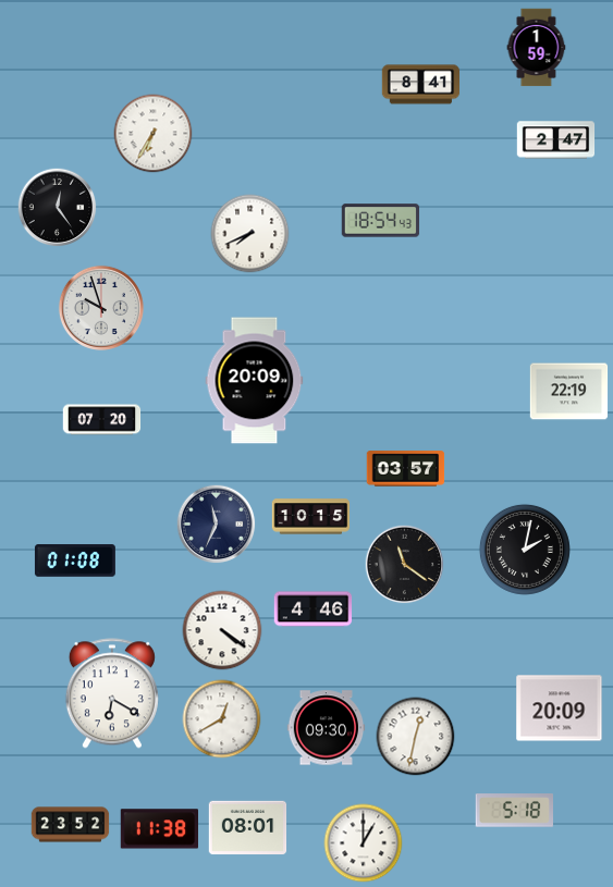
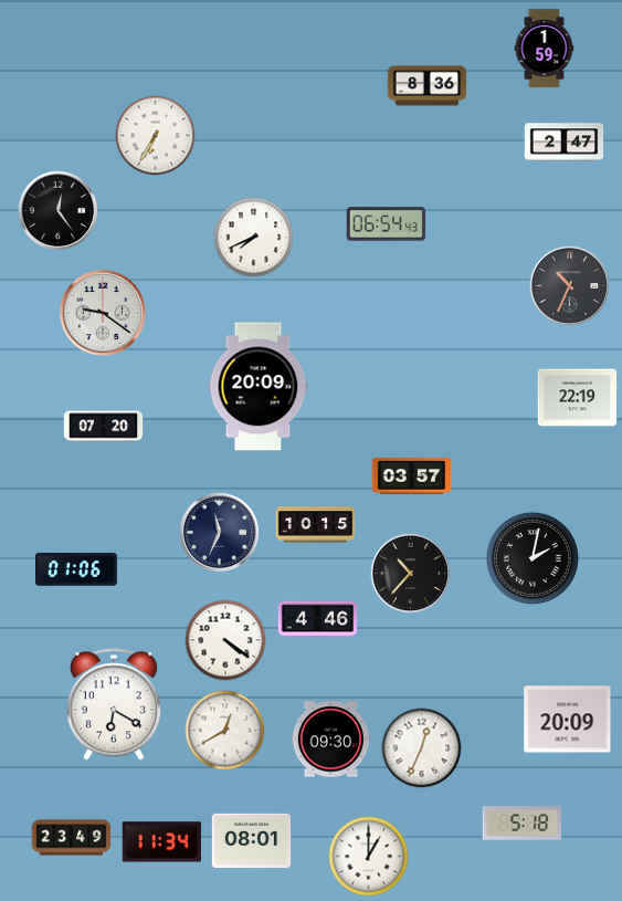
clock at (421, 85): 8:41 -> 8:36
clock at (381, 221): 18:54 -> 06:54
clock at (570, 286): none -> 10:34
clock at (101, 308): 9:57 -> 9:21
clock at (75, 560): 01:08 -> 01:06
clock at (405, 565): 11:21 -> 10:37
clock at (416, 737): 12:32 -> 12:34
clock at (71, 825): 23:52 -> 23:49
clock at (159, 829): 11:38 -> 11:34
